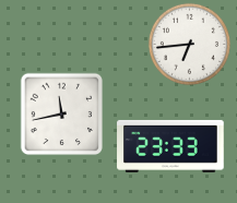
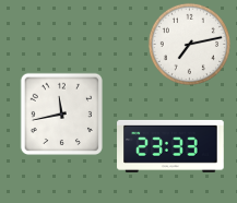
clock at (189, 44): 6:44 -> 7:13
